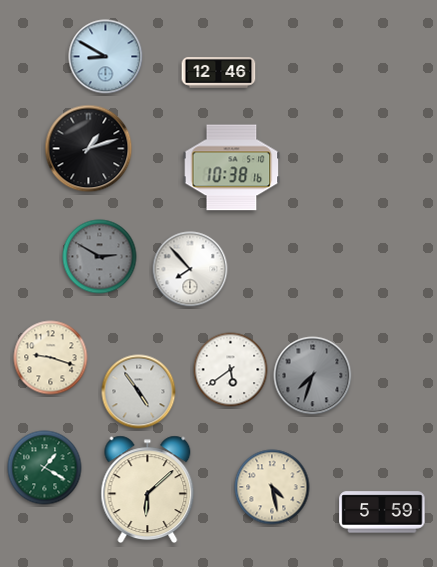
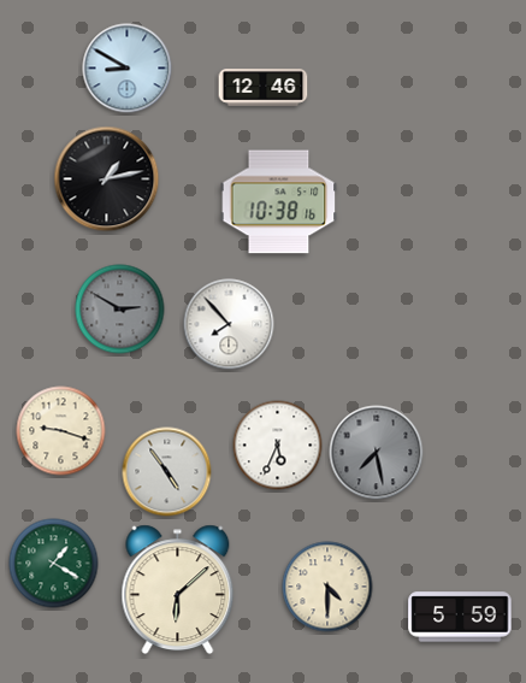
clock at (89, 149): 1:12 -> 1:13
clock at (231, 370): 5:39 -> 5:34
clock at (313, 376): 7:33 -> 7:28
clock at (272, 487): 4:28 -> 4:30
